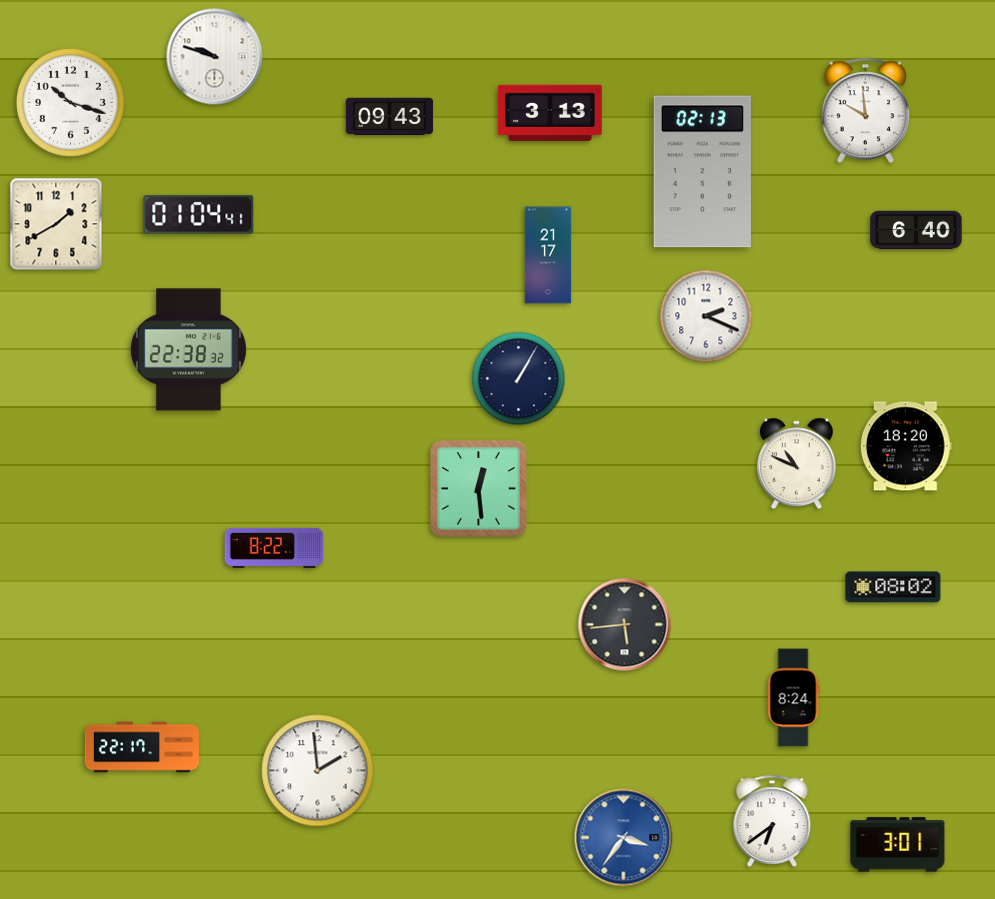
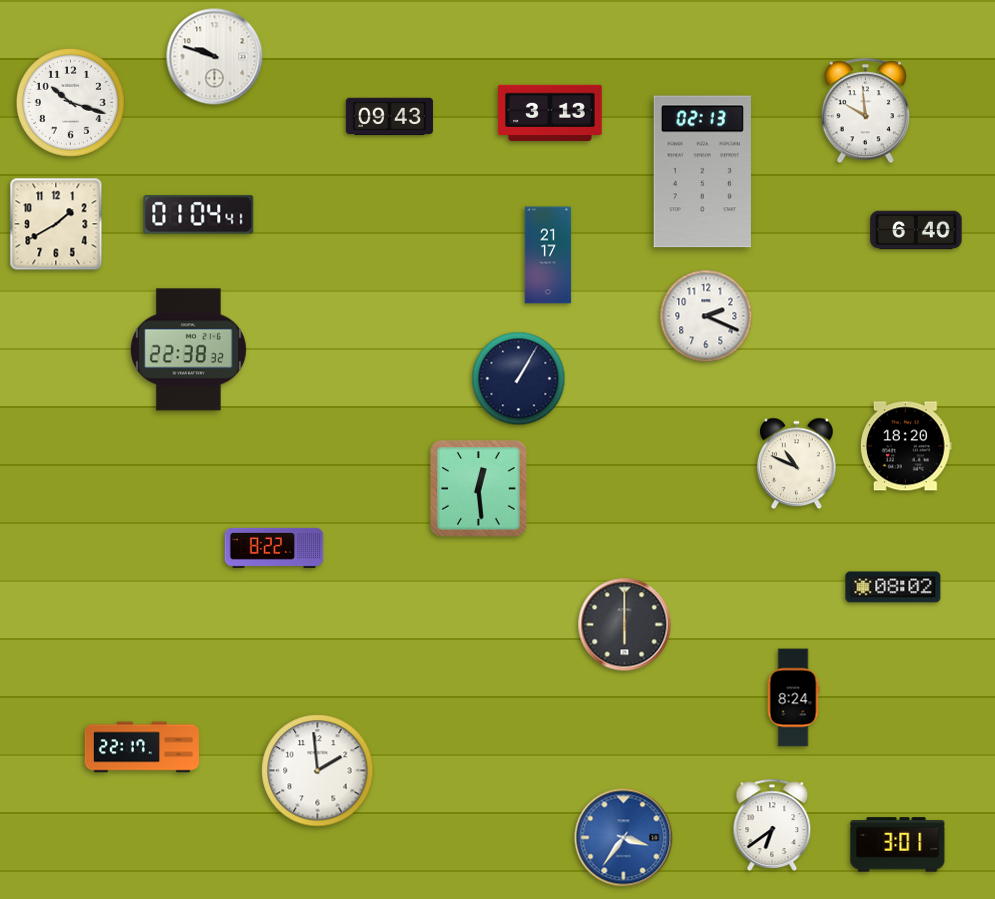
clock at (625, 625): 5:44 -> 6:00
clock at (772, 821) position: (772, 821) -> (772, 825)
